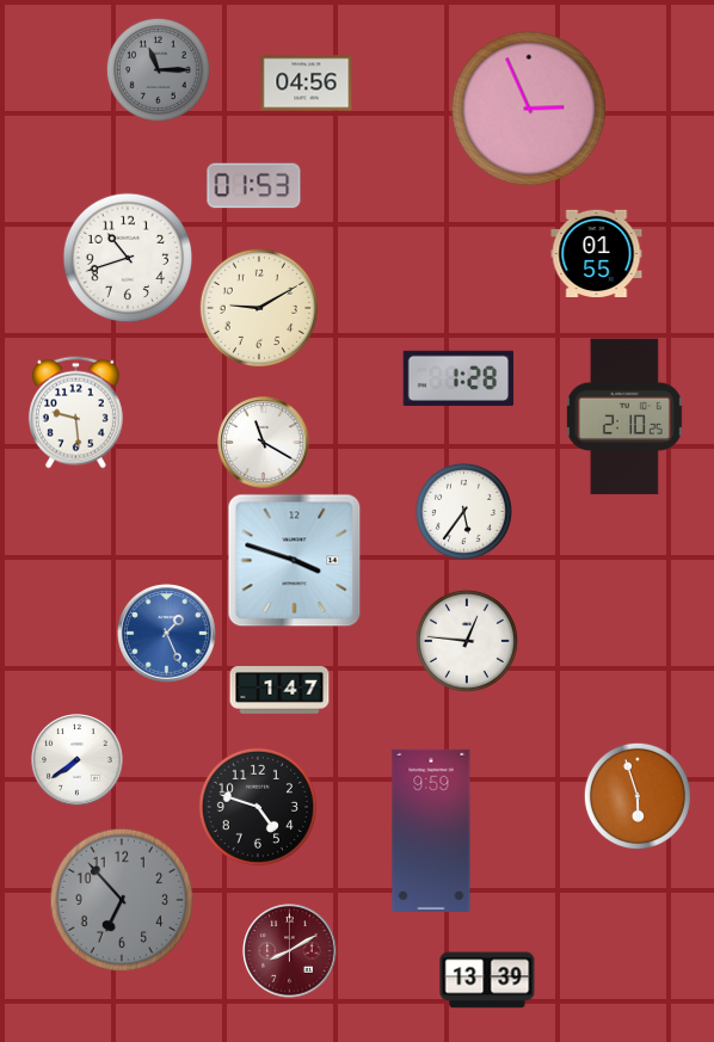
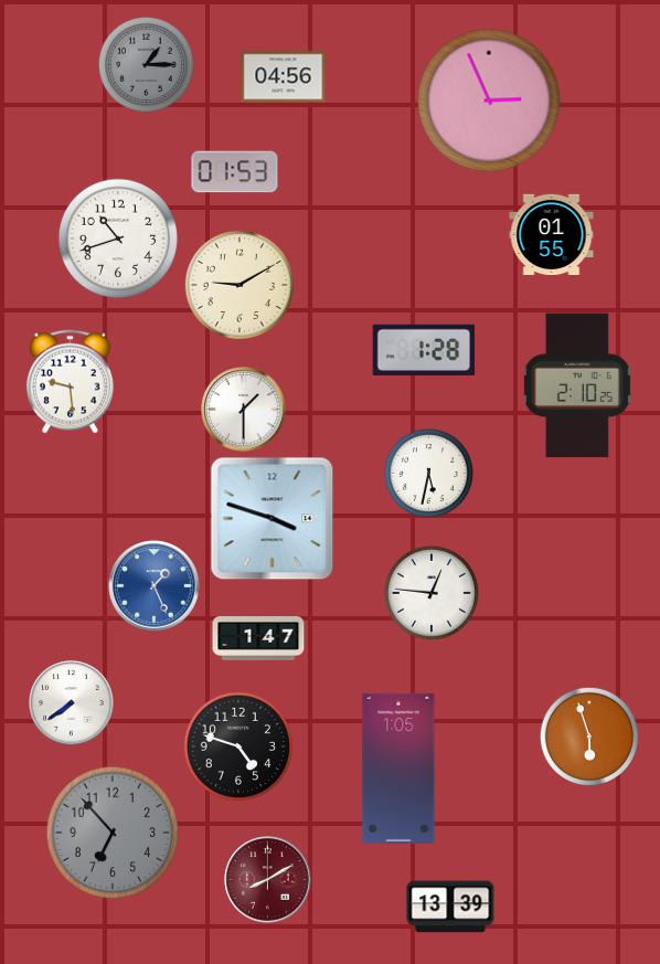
clock at (158, 69): 11:15 -> 1:15
clock at (264, 443): 11:20 -> 1:30
clock at (463, 511): 5:36 -> 5:32
clock at (431, 831): 9:59 -> 1:05
